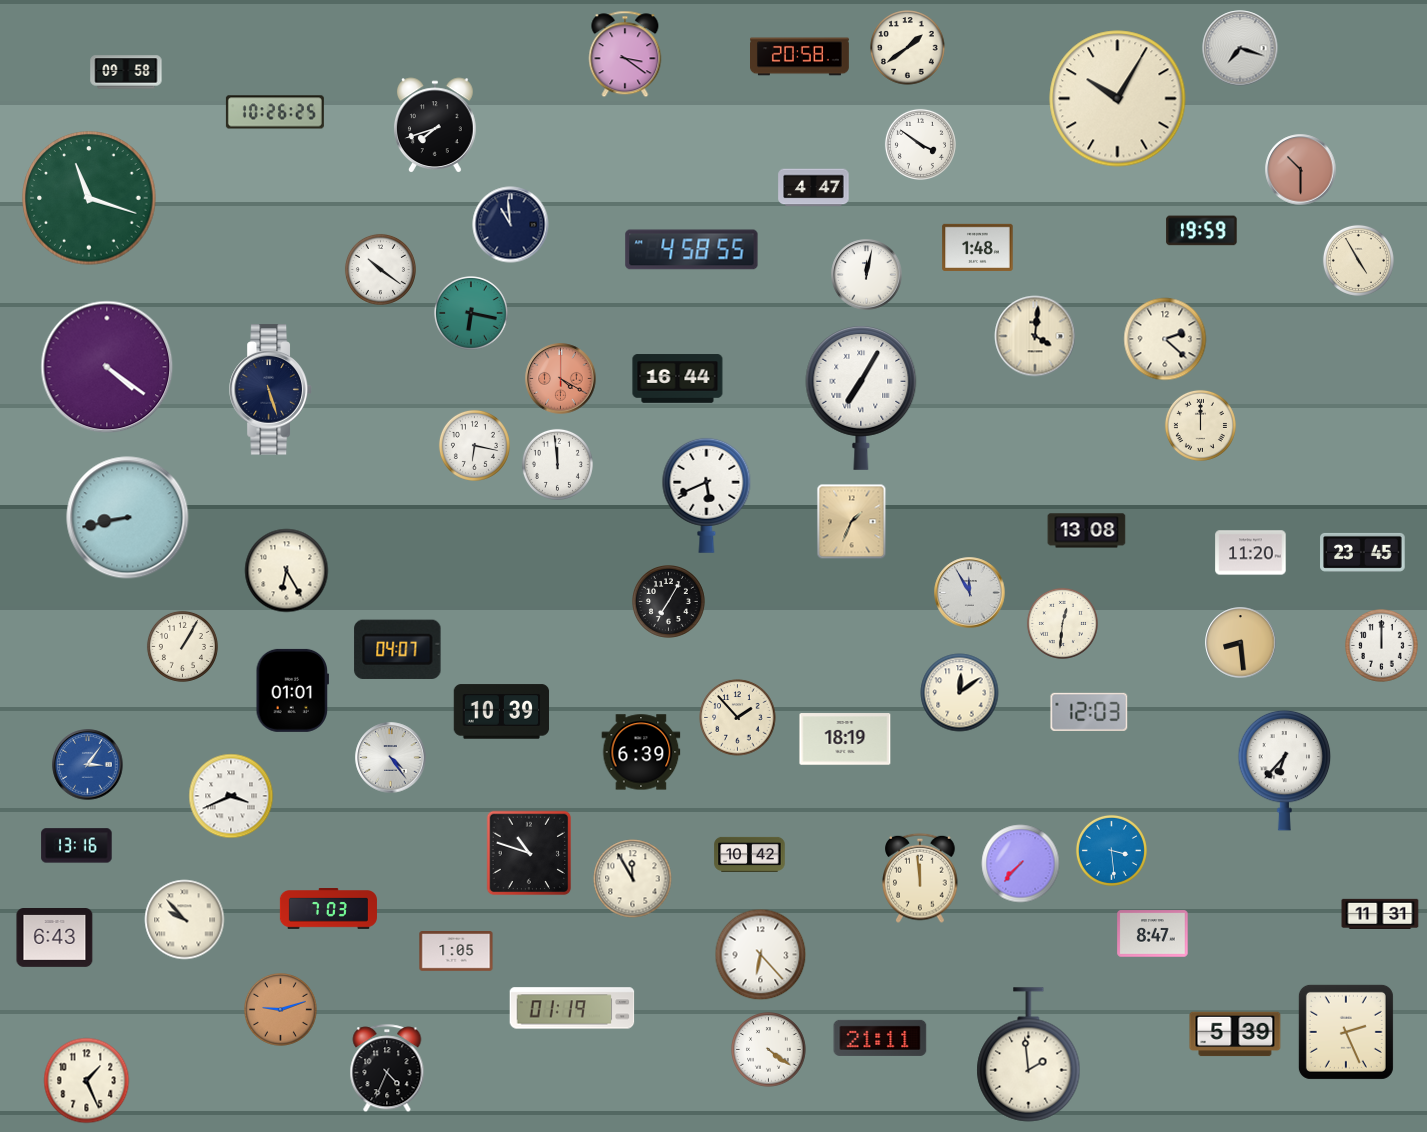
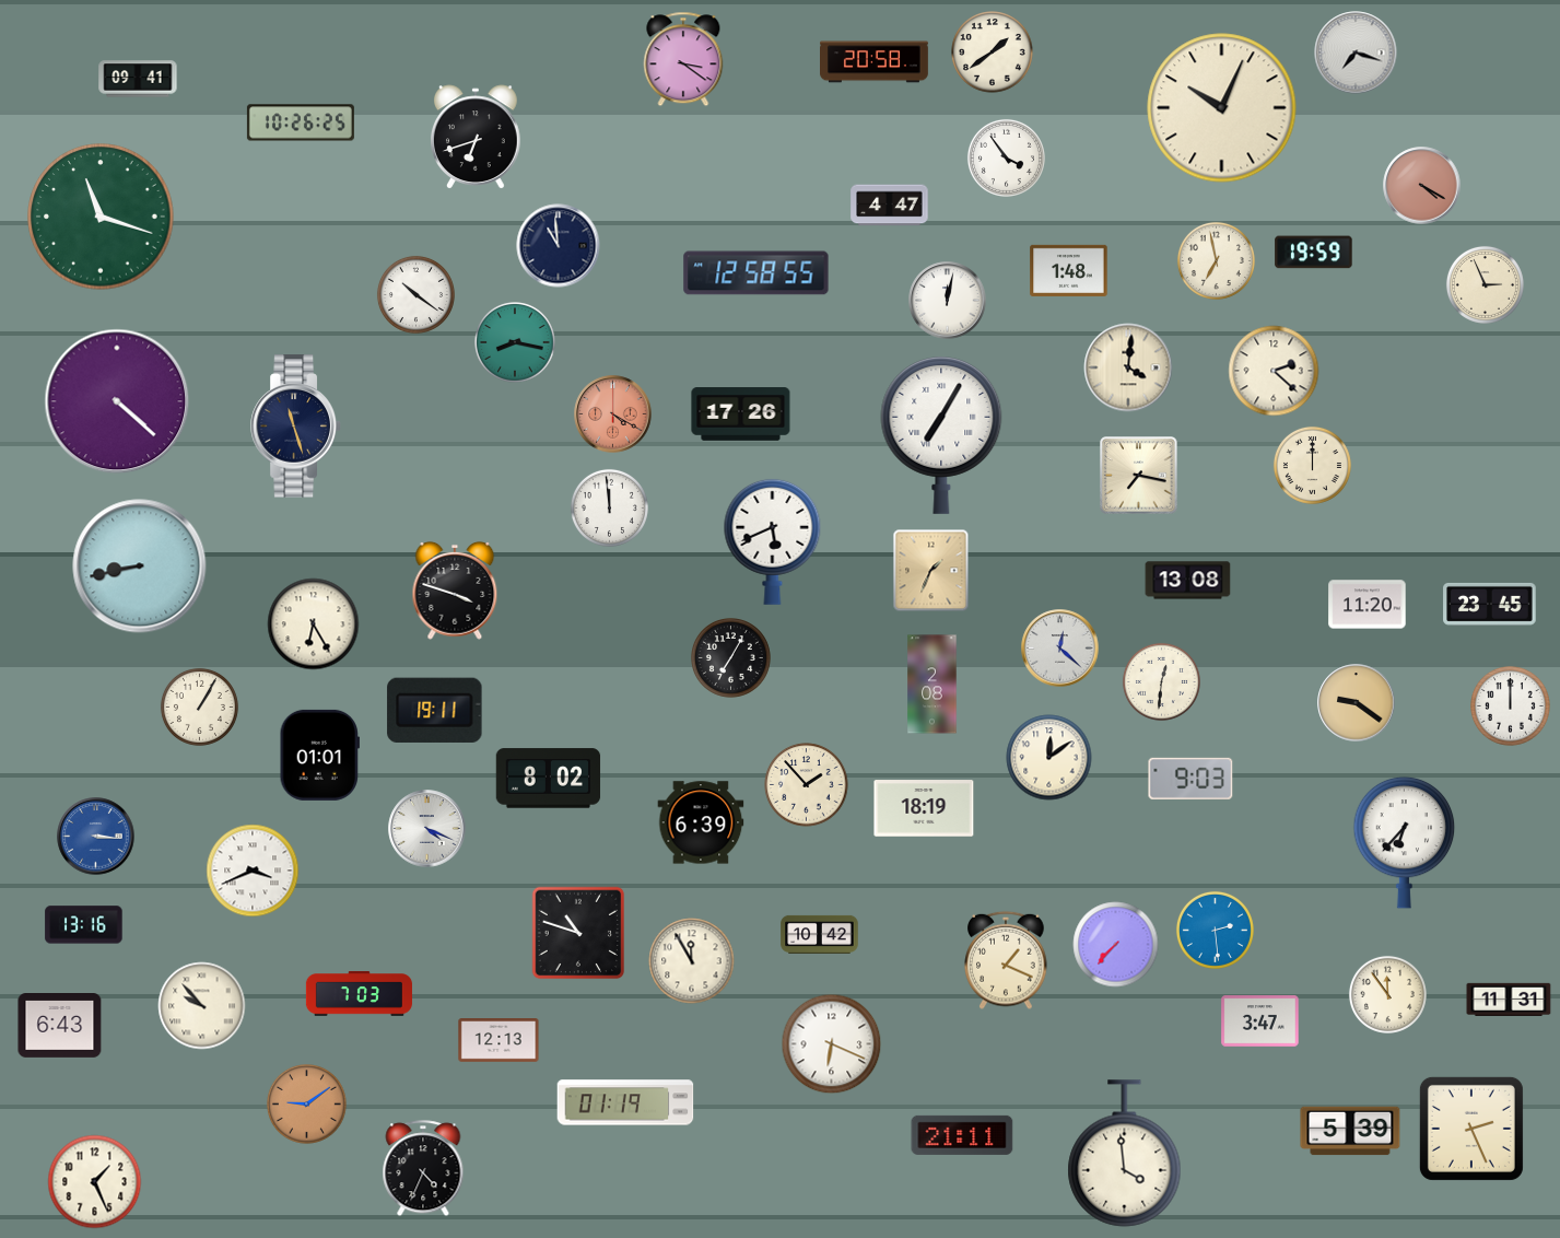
clock at (126, 72): 09:58 -> 09:41
clock at (1118, 99): 10:05 -> 10:04
clock at (436, 125): 7:42 -> 6:42
clock at (920, 144): 3:51 -> 3:54
clock at (1301, 170): 10:30 -> 4:20
clock at (89, 198) position: (89, 198) -> (101, 217)
clock at (1216, 260): none -> 6:58
clock at (692, 250): 4:58 -> 12:58
clock at (1358, 260): 4:55 -> 2:56
clock at (471, 313): 6:17 -> 8:17
clock at (1035, 336) position: (1035, 336) -> (1128, 367)
clock at (107, 367): 4:21 -> 4:22
clock at (678, 379): 16:44 -> 17:26
clock at (271, 390): 5:27 -> 11:27
clock at (1139, 476): none -> 7:17
clock at (474, 445): 6:17 -> none
clock at (455, 591): none -> 3:48
clock at (970, 593): 11:55 -> 12:22
clock at (933, 685): none -> 2:08
clock at (1241, 643): 8:29 -> 9:21
clock at (398, 649): 04:07 -> 19:11
clock at (502, 712): 10:39 -> 8:02
clock at (1089, 712): 12:03 -> 9:03
clock at (391, 758): 4:24 -> 4:19
clock at (88, 765): 3:06 -> 3:16
clock at (1111, 850): 3:29 -> 2:29
clock at (920, 878): 11:59 -> 1:19
clock at (1387, 994): none -> 11:54
clock at (1153, 934): 8:47 -> 3:47
clock at (456, 951): 1:05 -> 12:13
clock at (761, 955): 6:23 -> 6:19
clock at (281, 1010): 9:12 -> 9:09
clock at (769, 1050): 4:21 -> none
clock at (1029, 1055): 1:59 -> 3:59
